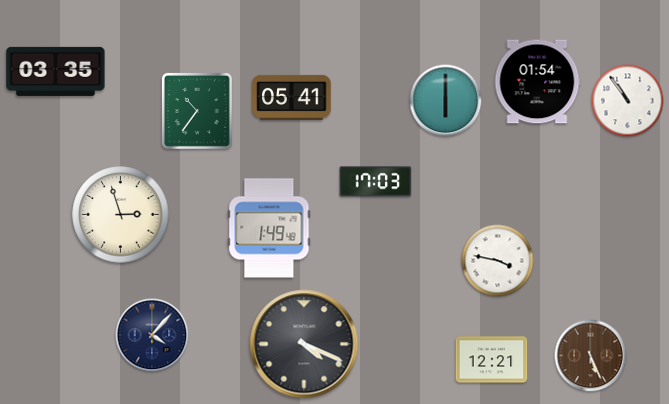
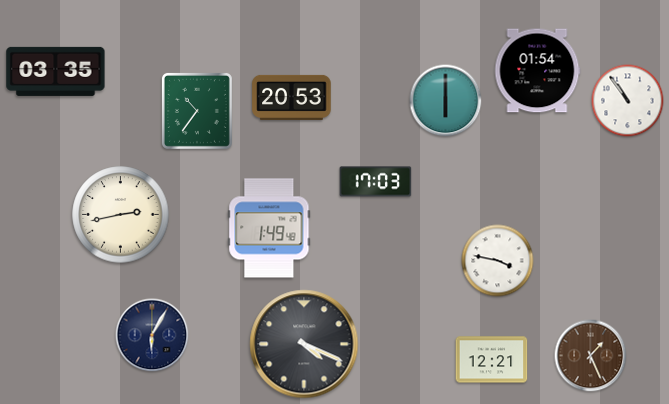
clock at (537, 82) position: (537, 82) -> (537, 71)
clock at (292, 97): 05:41 -> 20:53
clock at (121, 215): 2:57 -> 2:43
clock at (152, 335): 4:07 -> 6:05
clock at (591, 356): 5:26 -> 1:26
